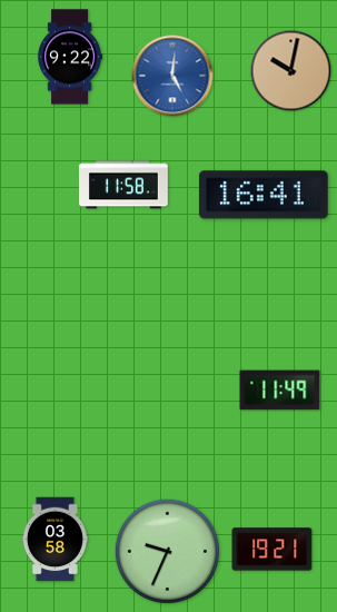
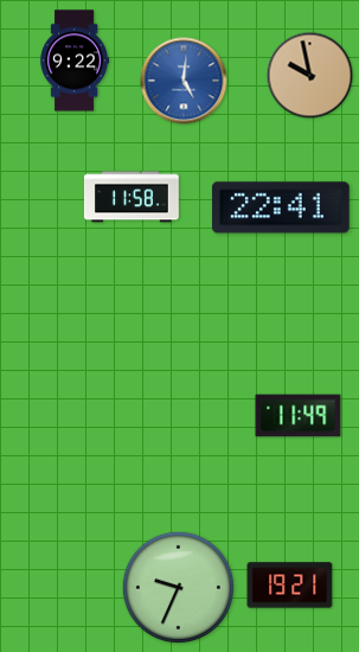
clock at (291, 71): 10:02 -> 9:58
clock at (265, 195): 16:41 -> 22:41
clock at (54, 540): 03:58 -> none
